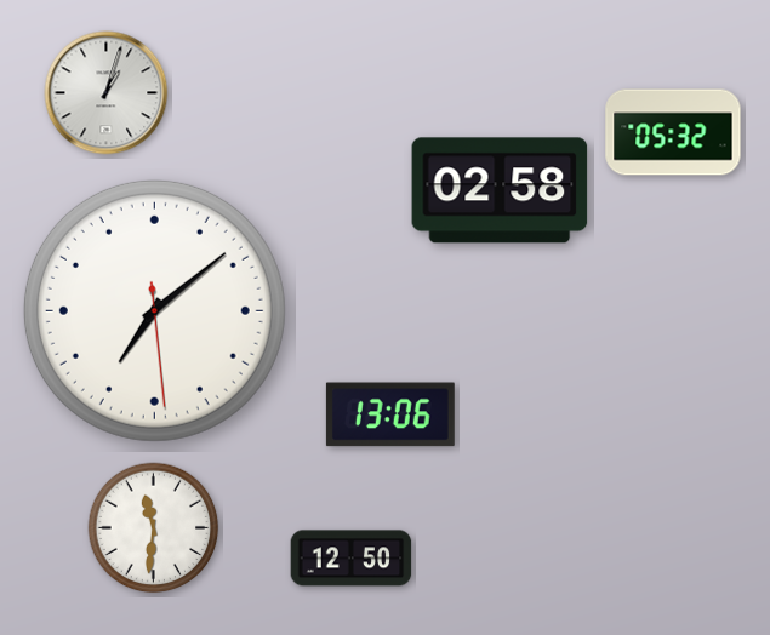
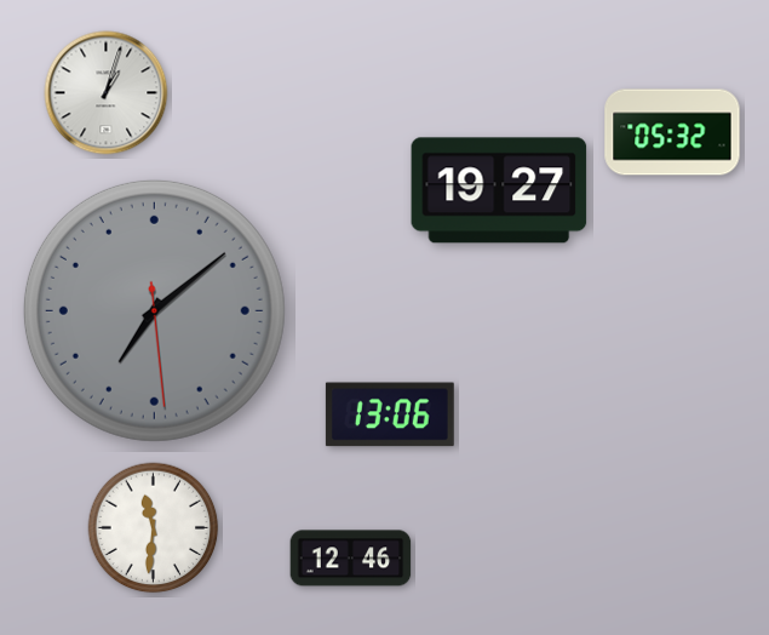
clock at (500, 190): 02:58 -> 19:27
clock at (154, 310) dial: white -> grey
clock at (352, 559): 12:50 -> 12:46
